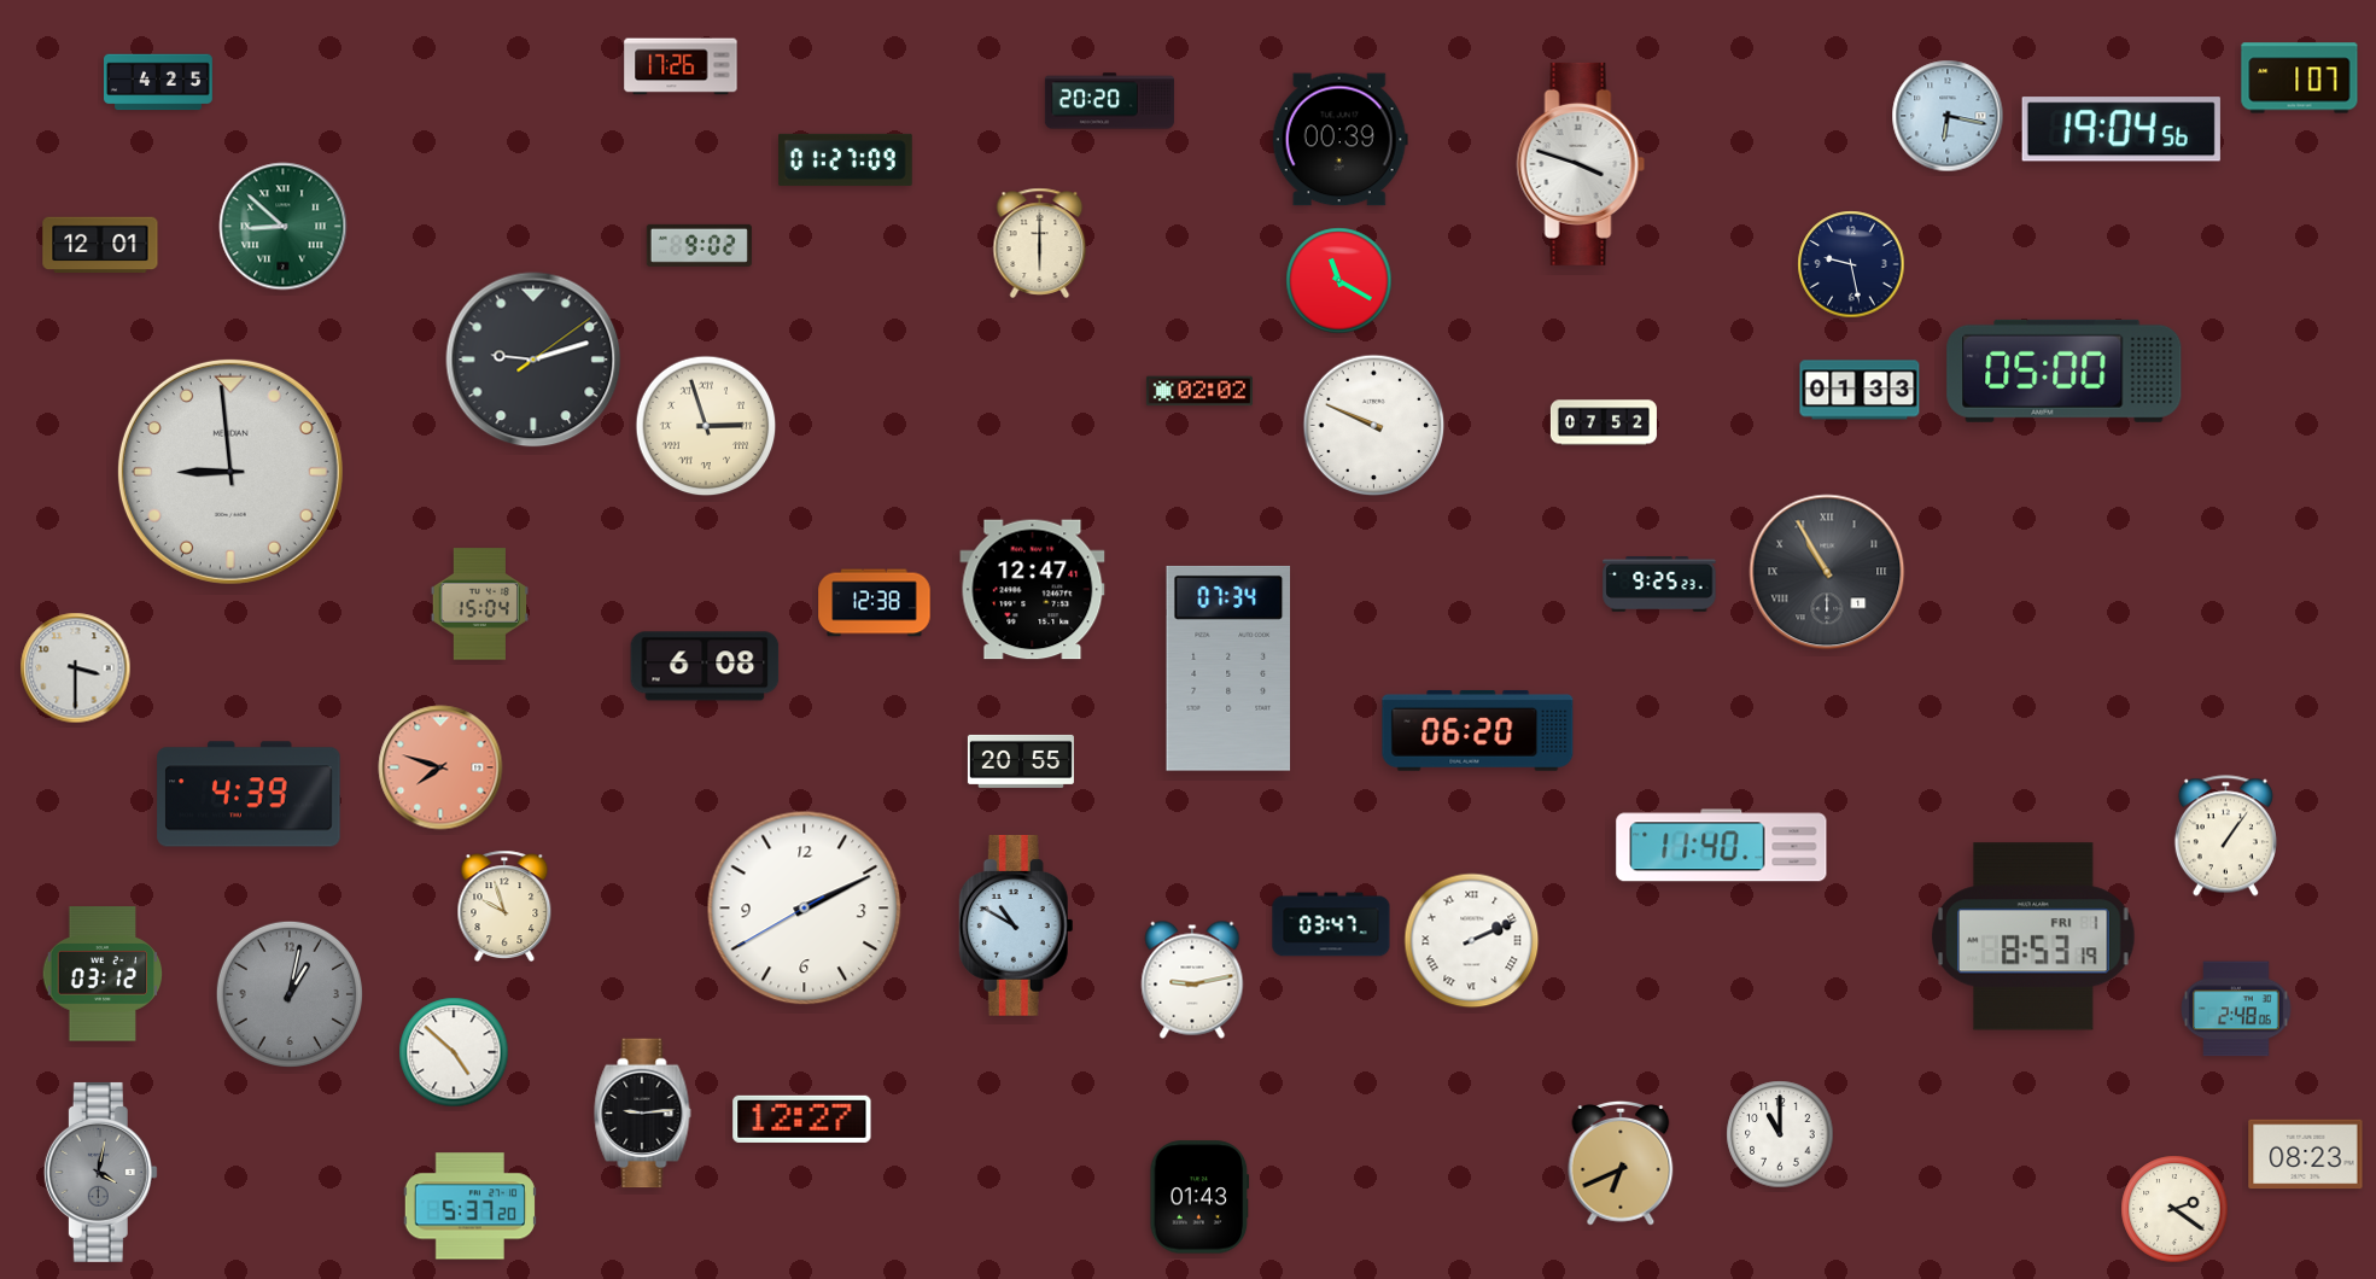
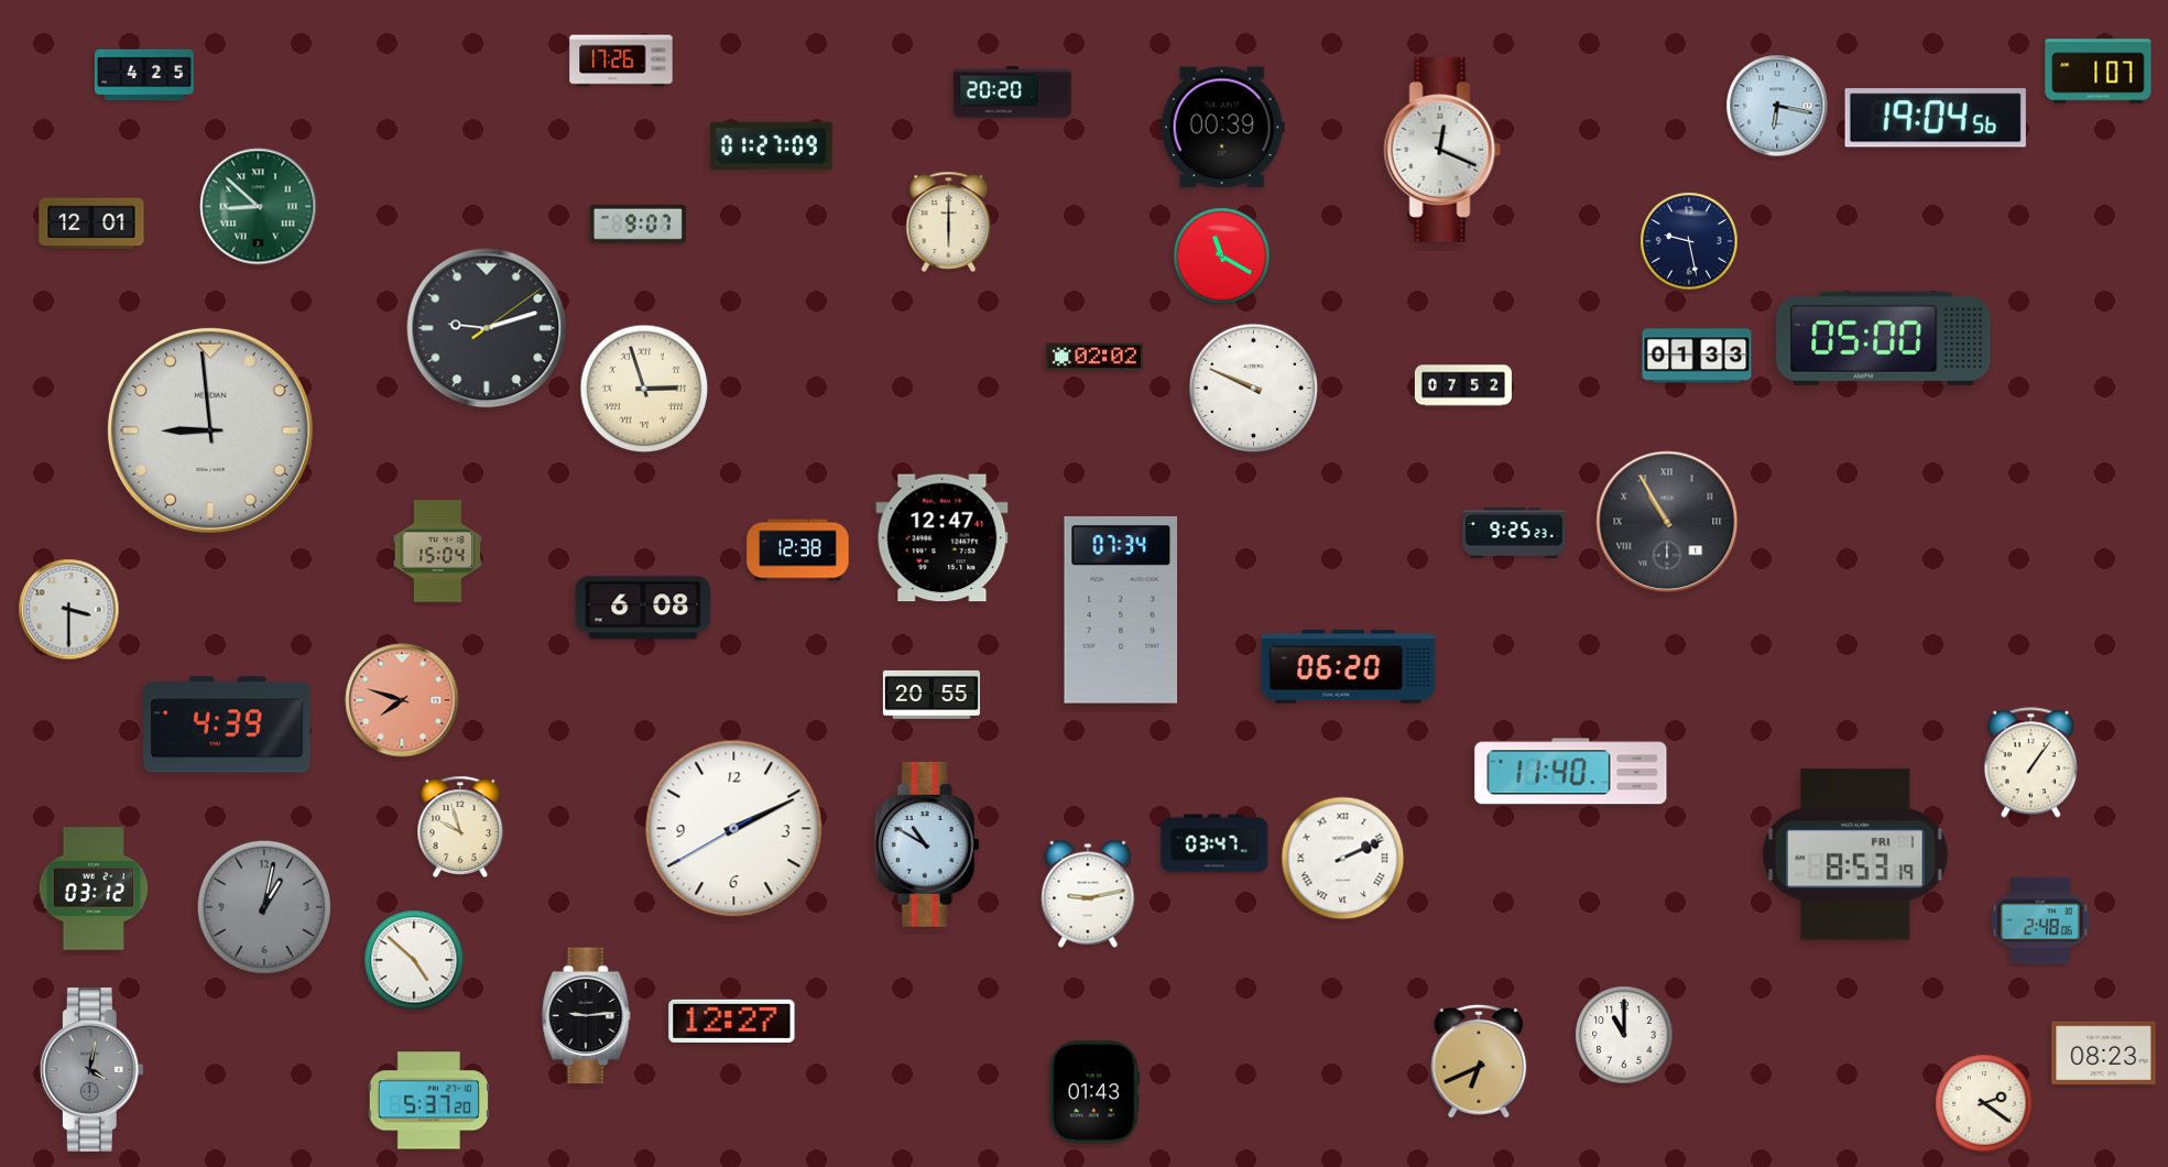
clock at (1581, 164): 3:48 -> 12:19
clock at (699, 245): 9:02 -> 9:07
